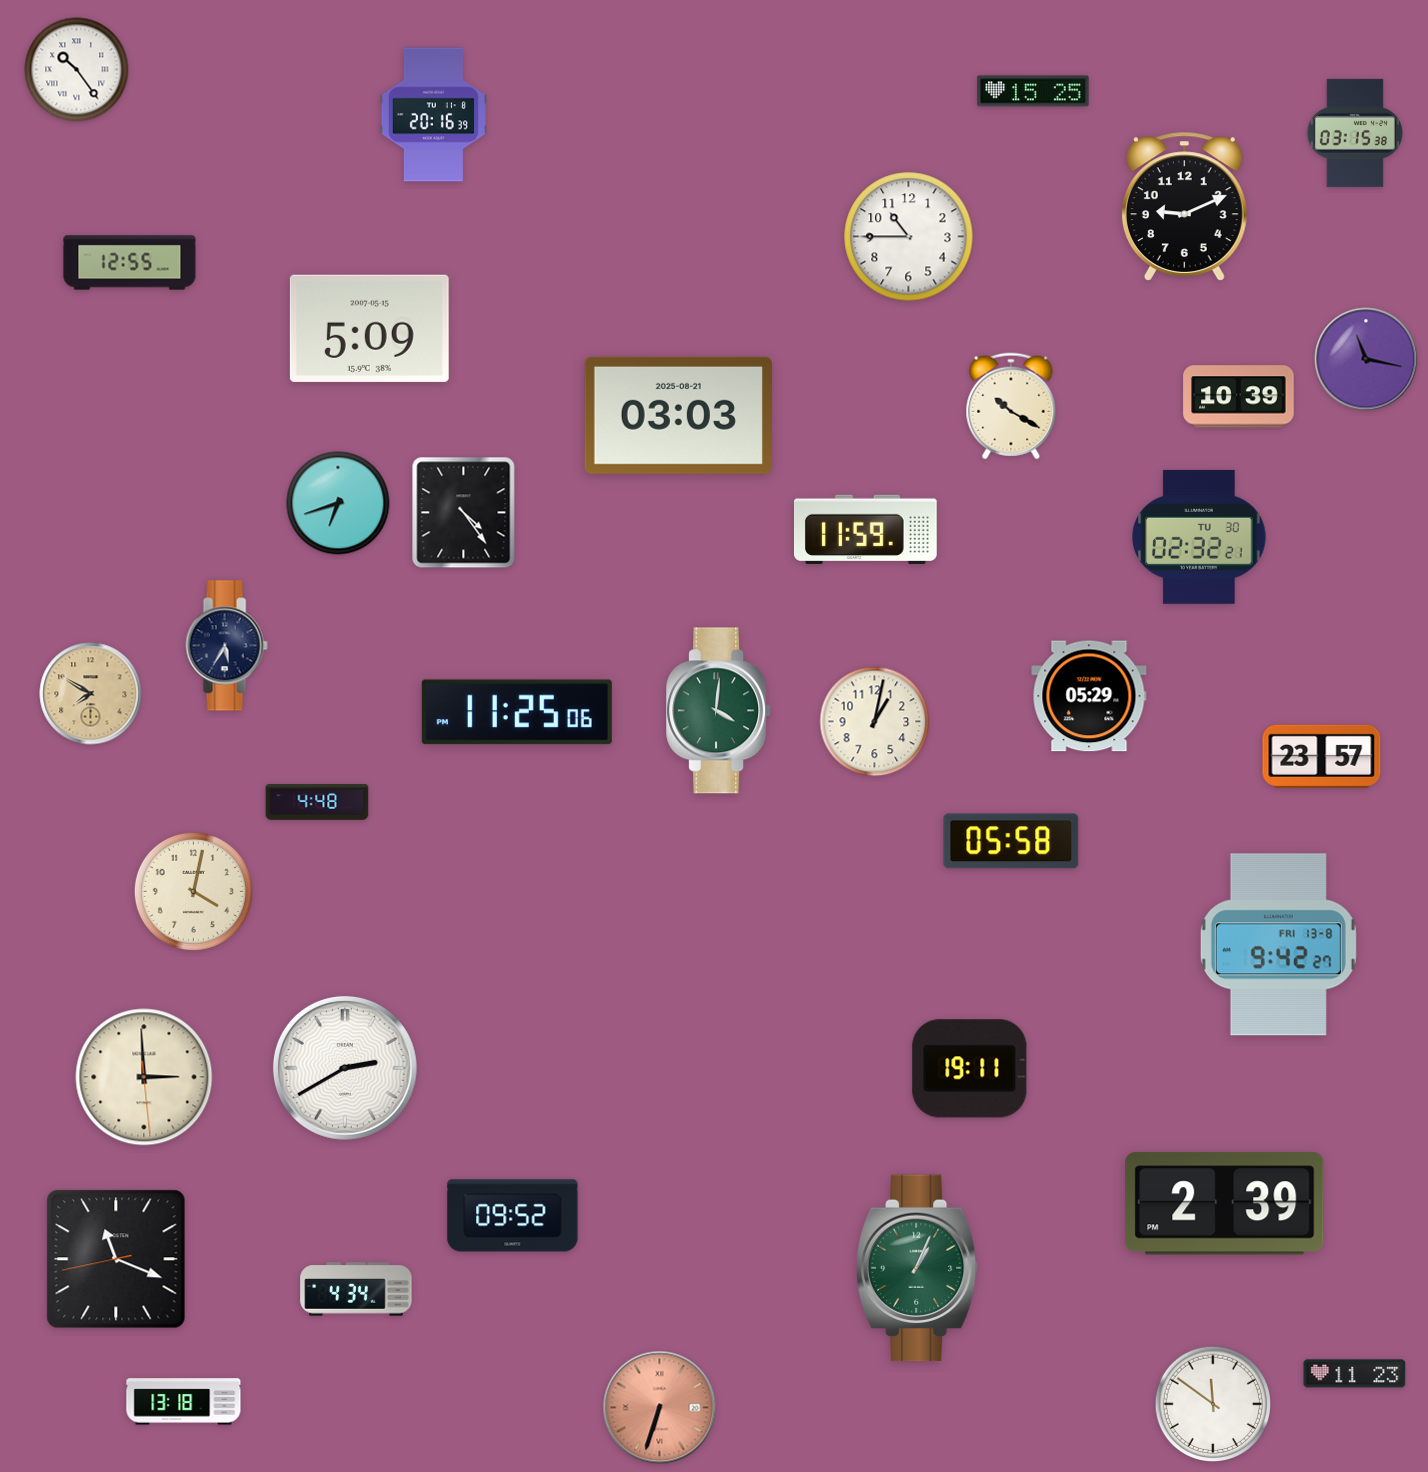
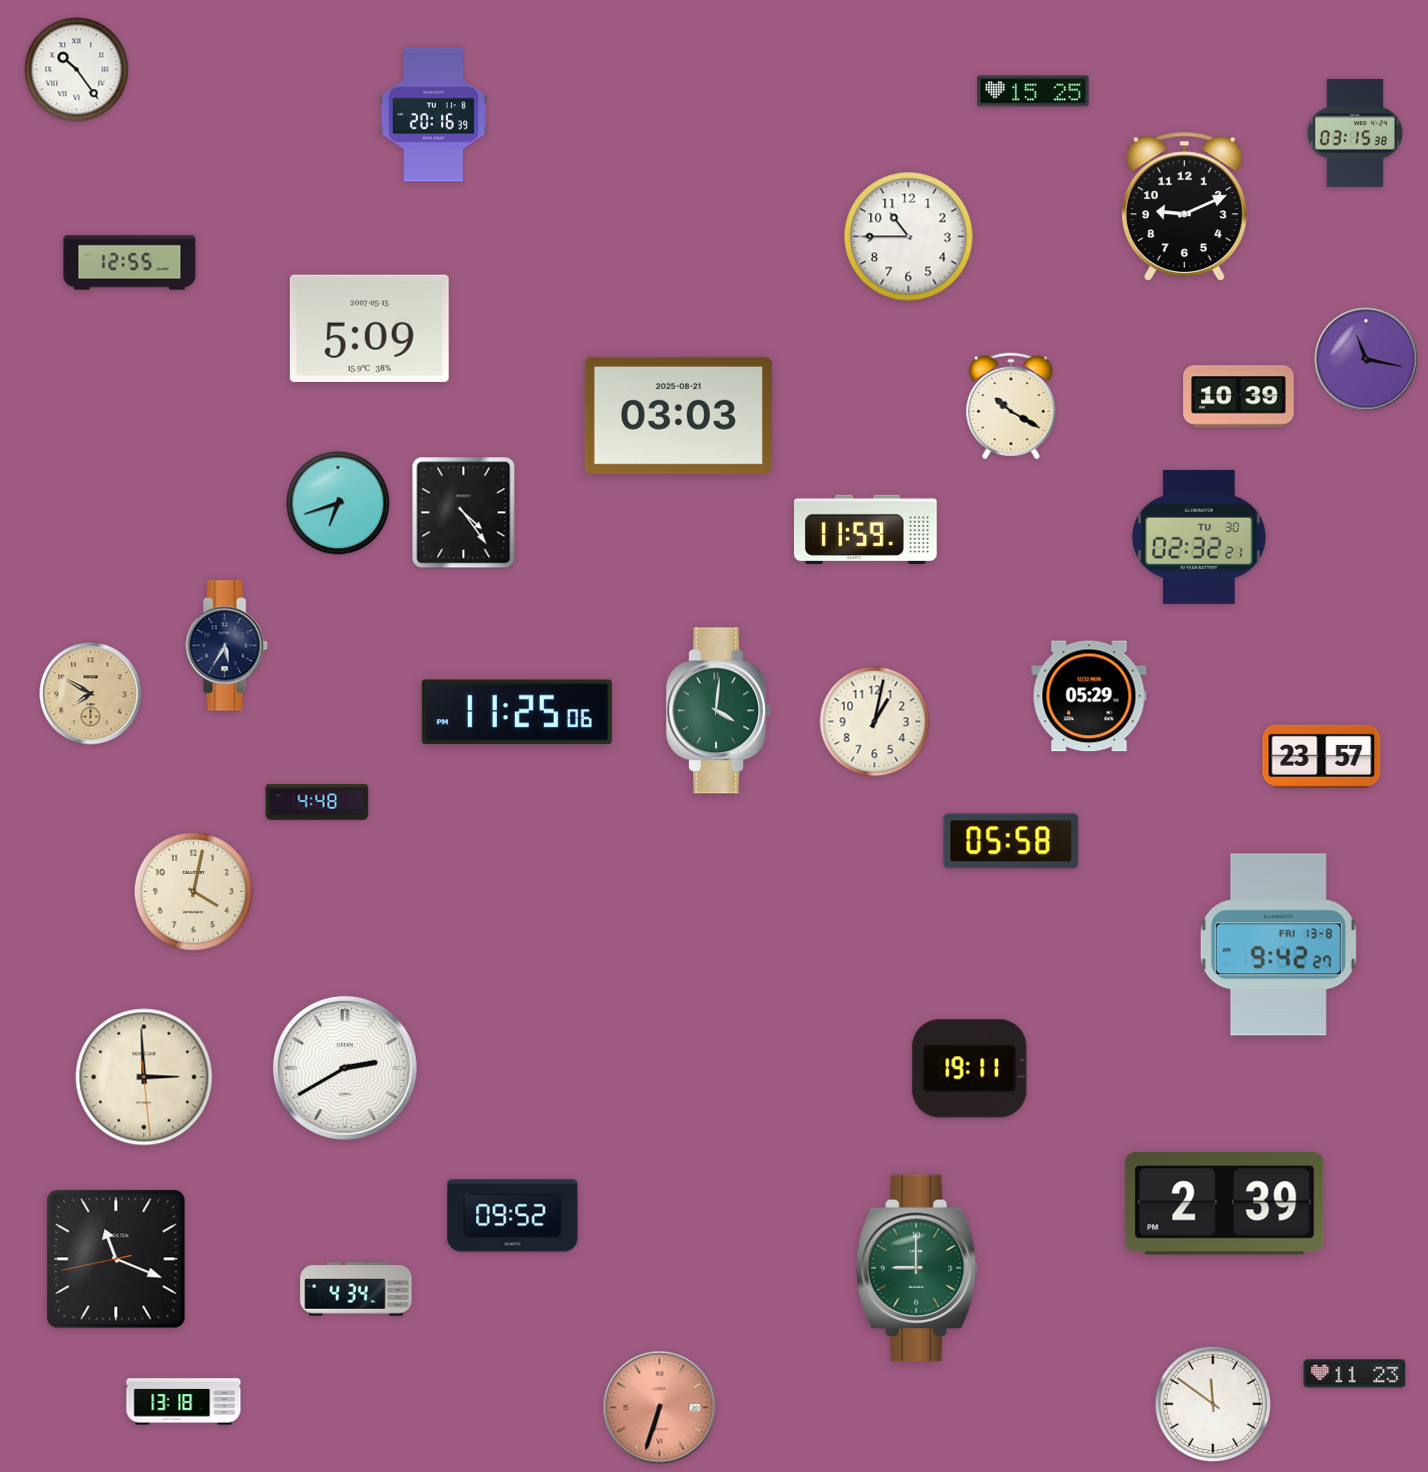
clock at (917, 1268): 1:04 -> 9:00
